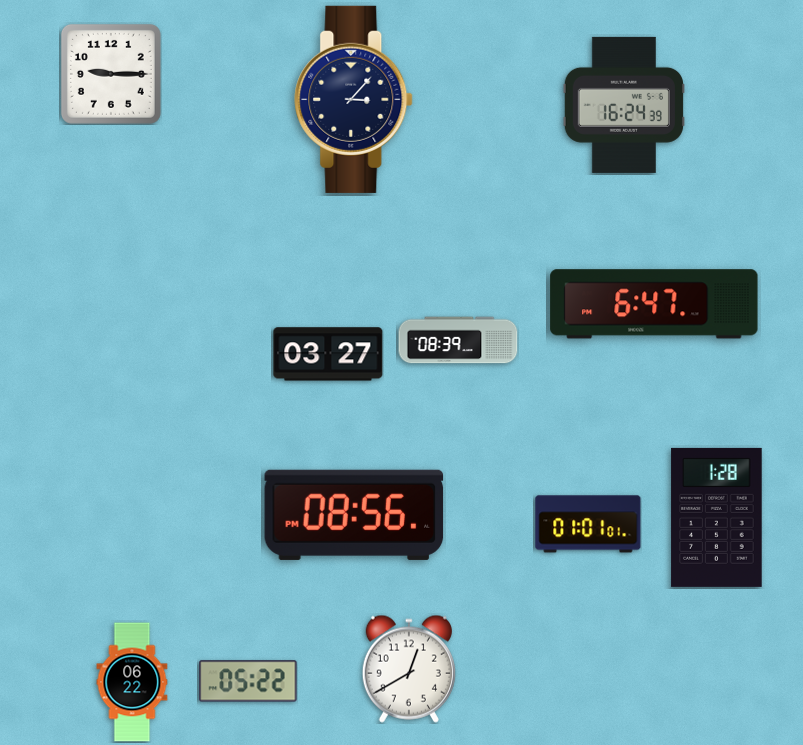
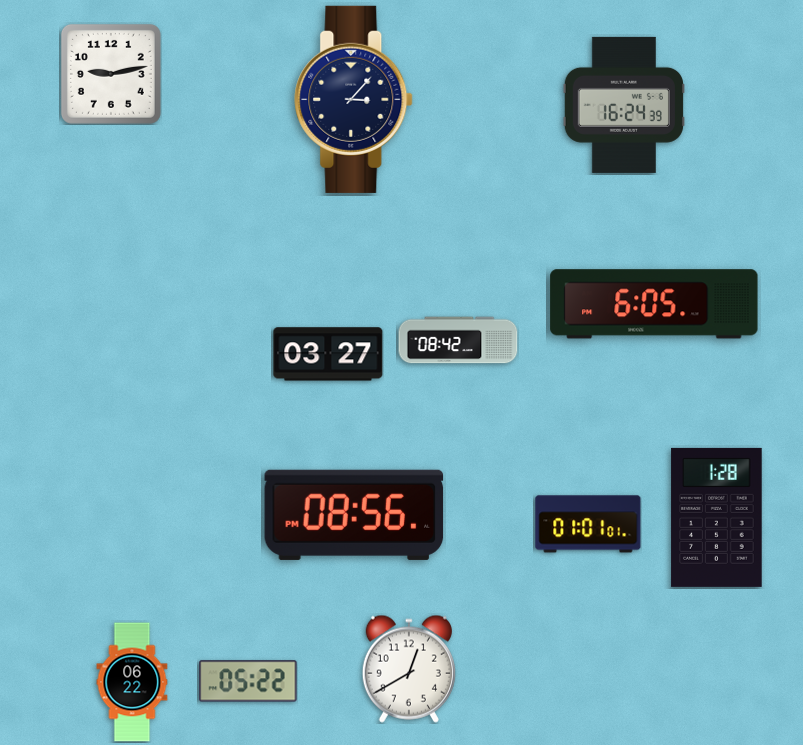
clock at (111, 74): 9:15 -> 9:13
clock at (654, 304): 6:47 -> 6:05
clock at (458, 340): 08:39 -> 08:42
